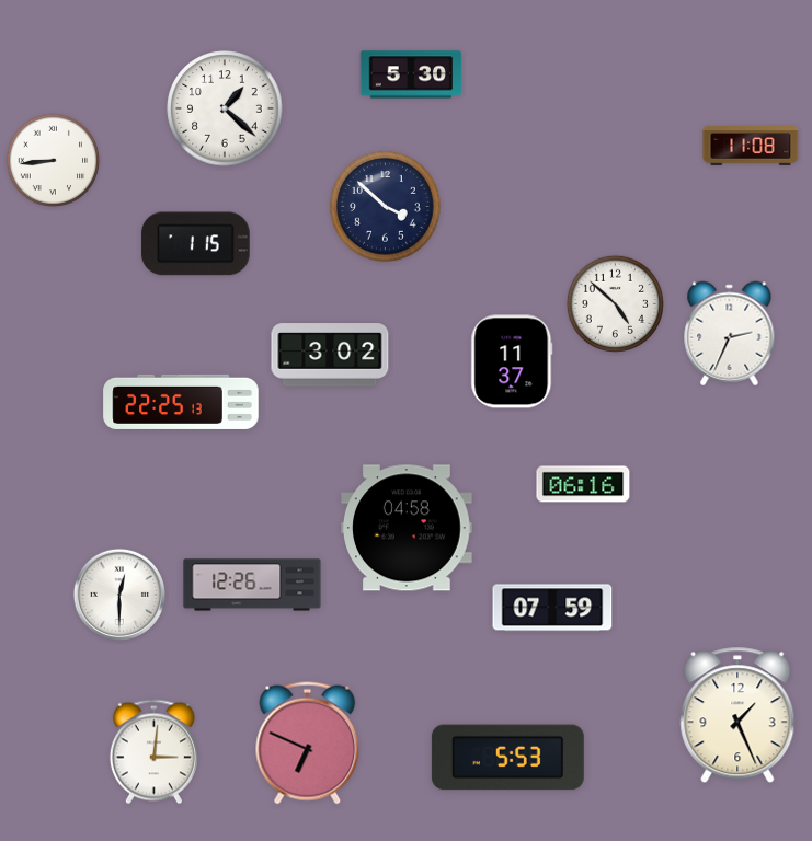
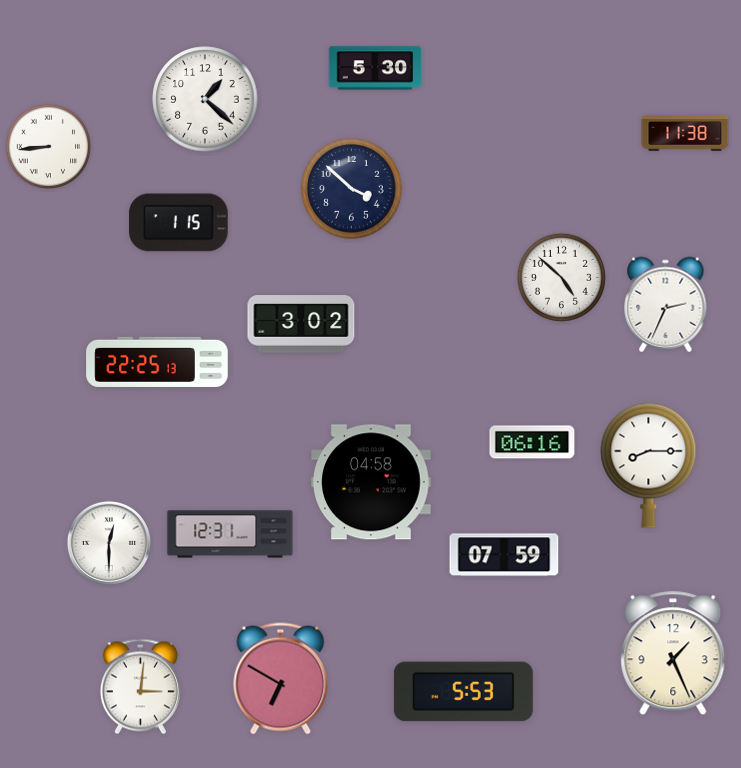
clock at (751, 146): 11:08 -> 11:38
clock at (512, 361): 11:37 -> none
clock at (181, 402) position: (181, 402) -> (157, 362)
clock at (649, 465): none -> 8:15
clock at (252, 585): 12:26 -> 12:31
clock at (308, 744): 6:49 -> 6:50
